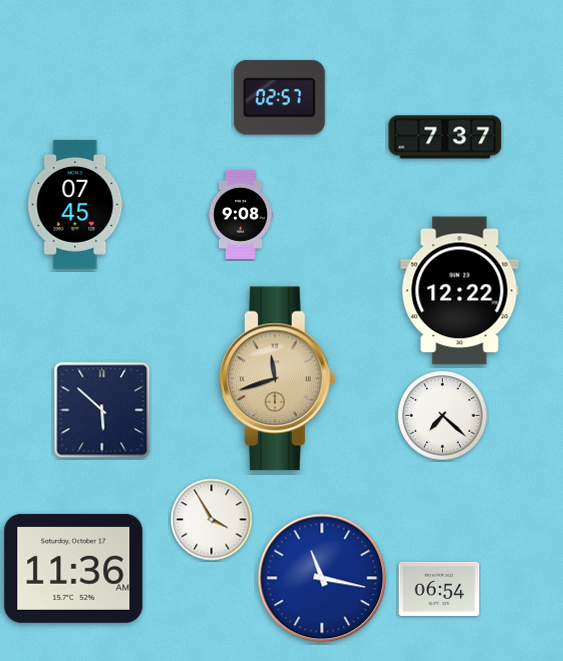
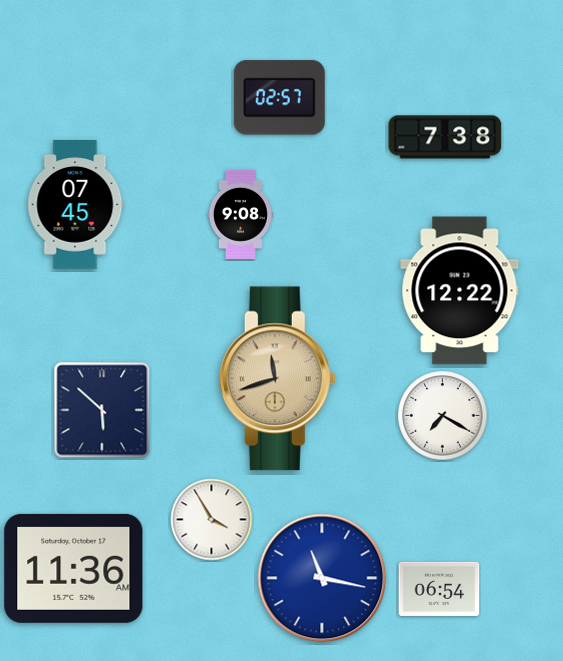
clock at (445, 137): 7:37 -> 7:38
clock at (443, 416): 7:22 -> 7:20
